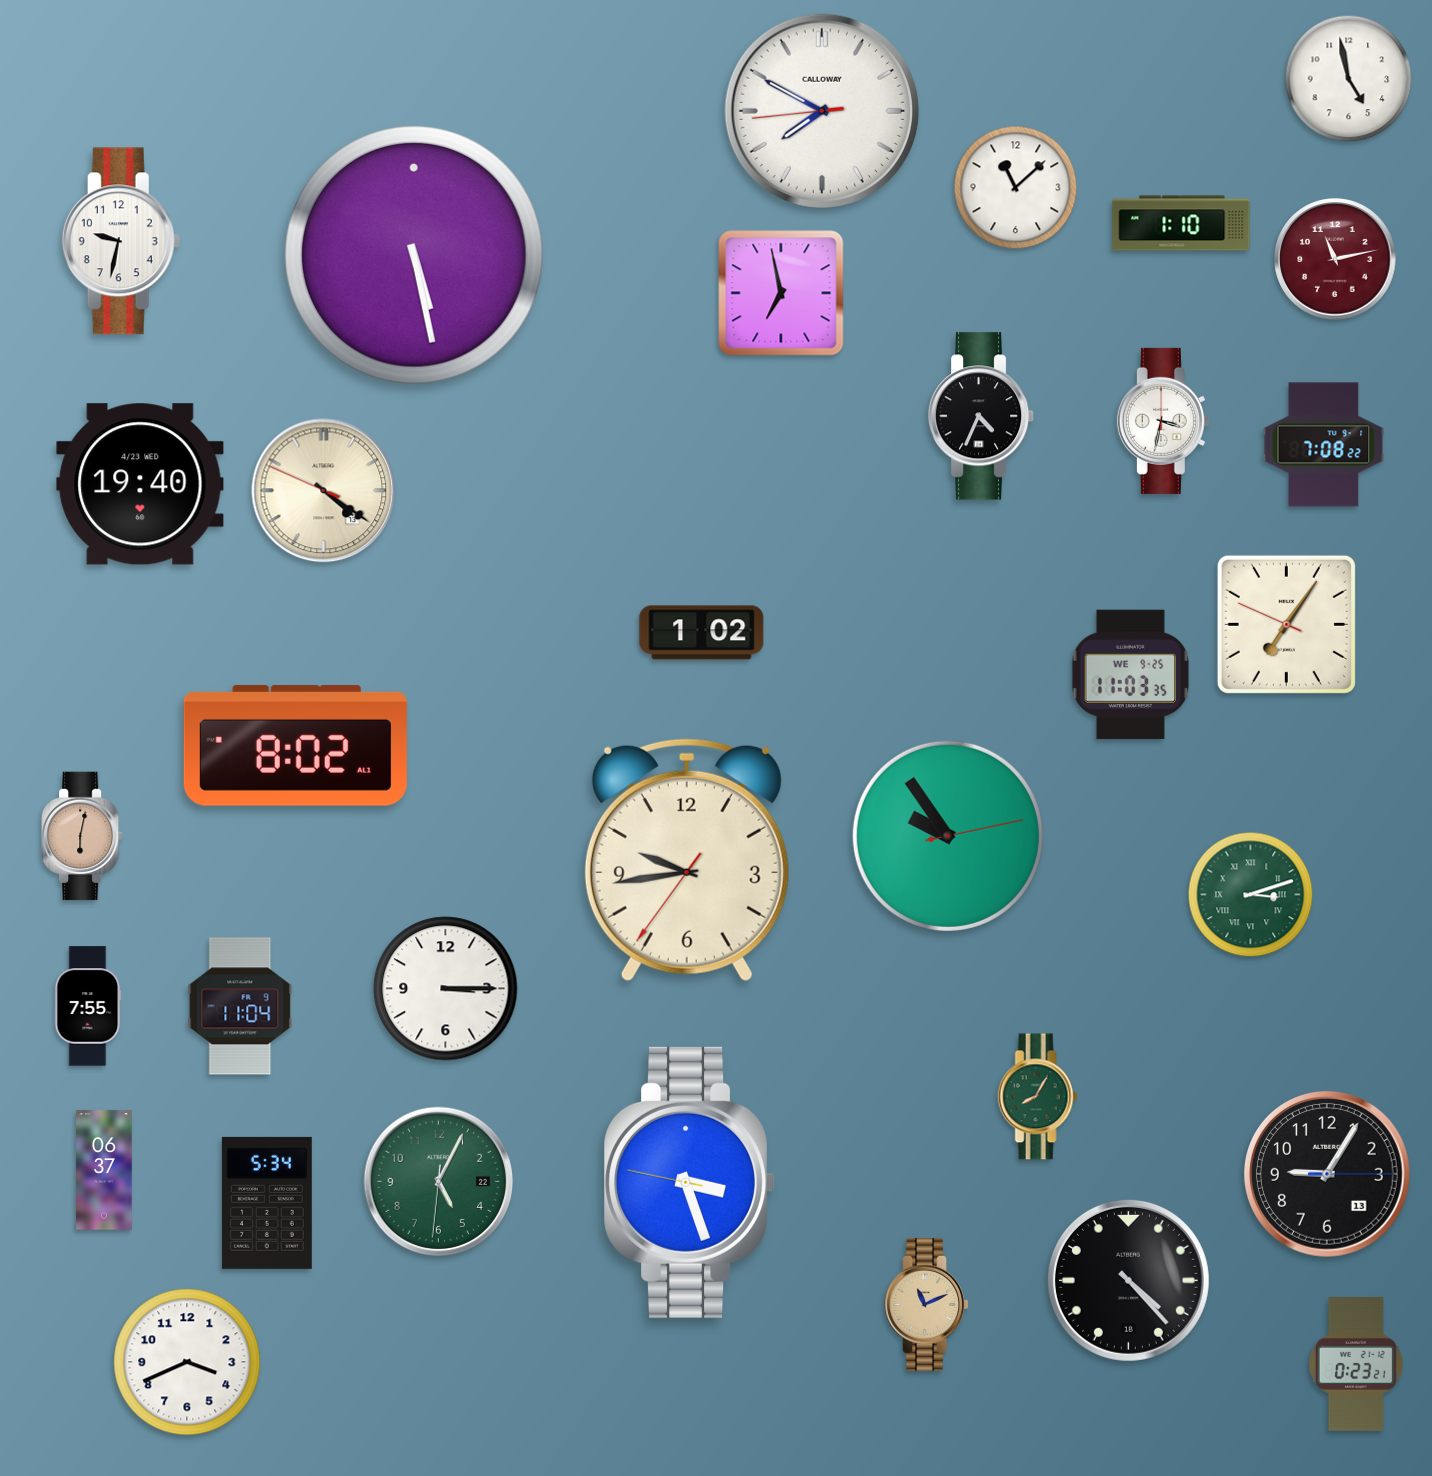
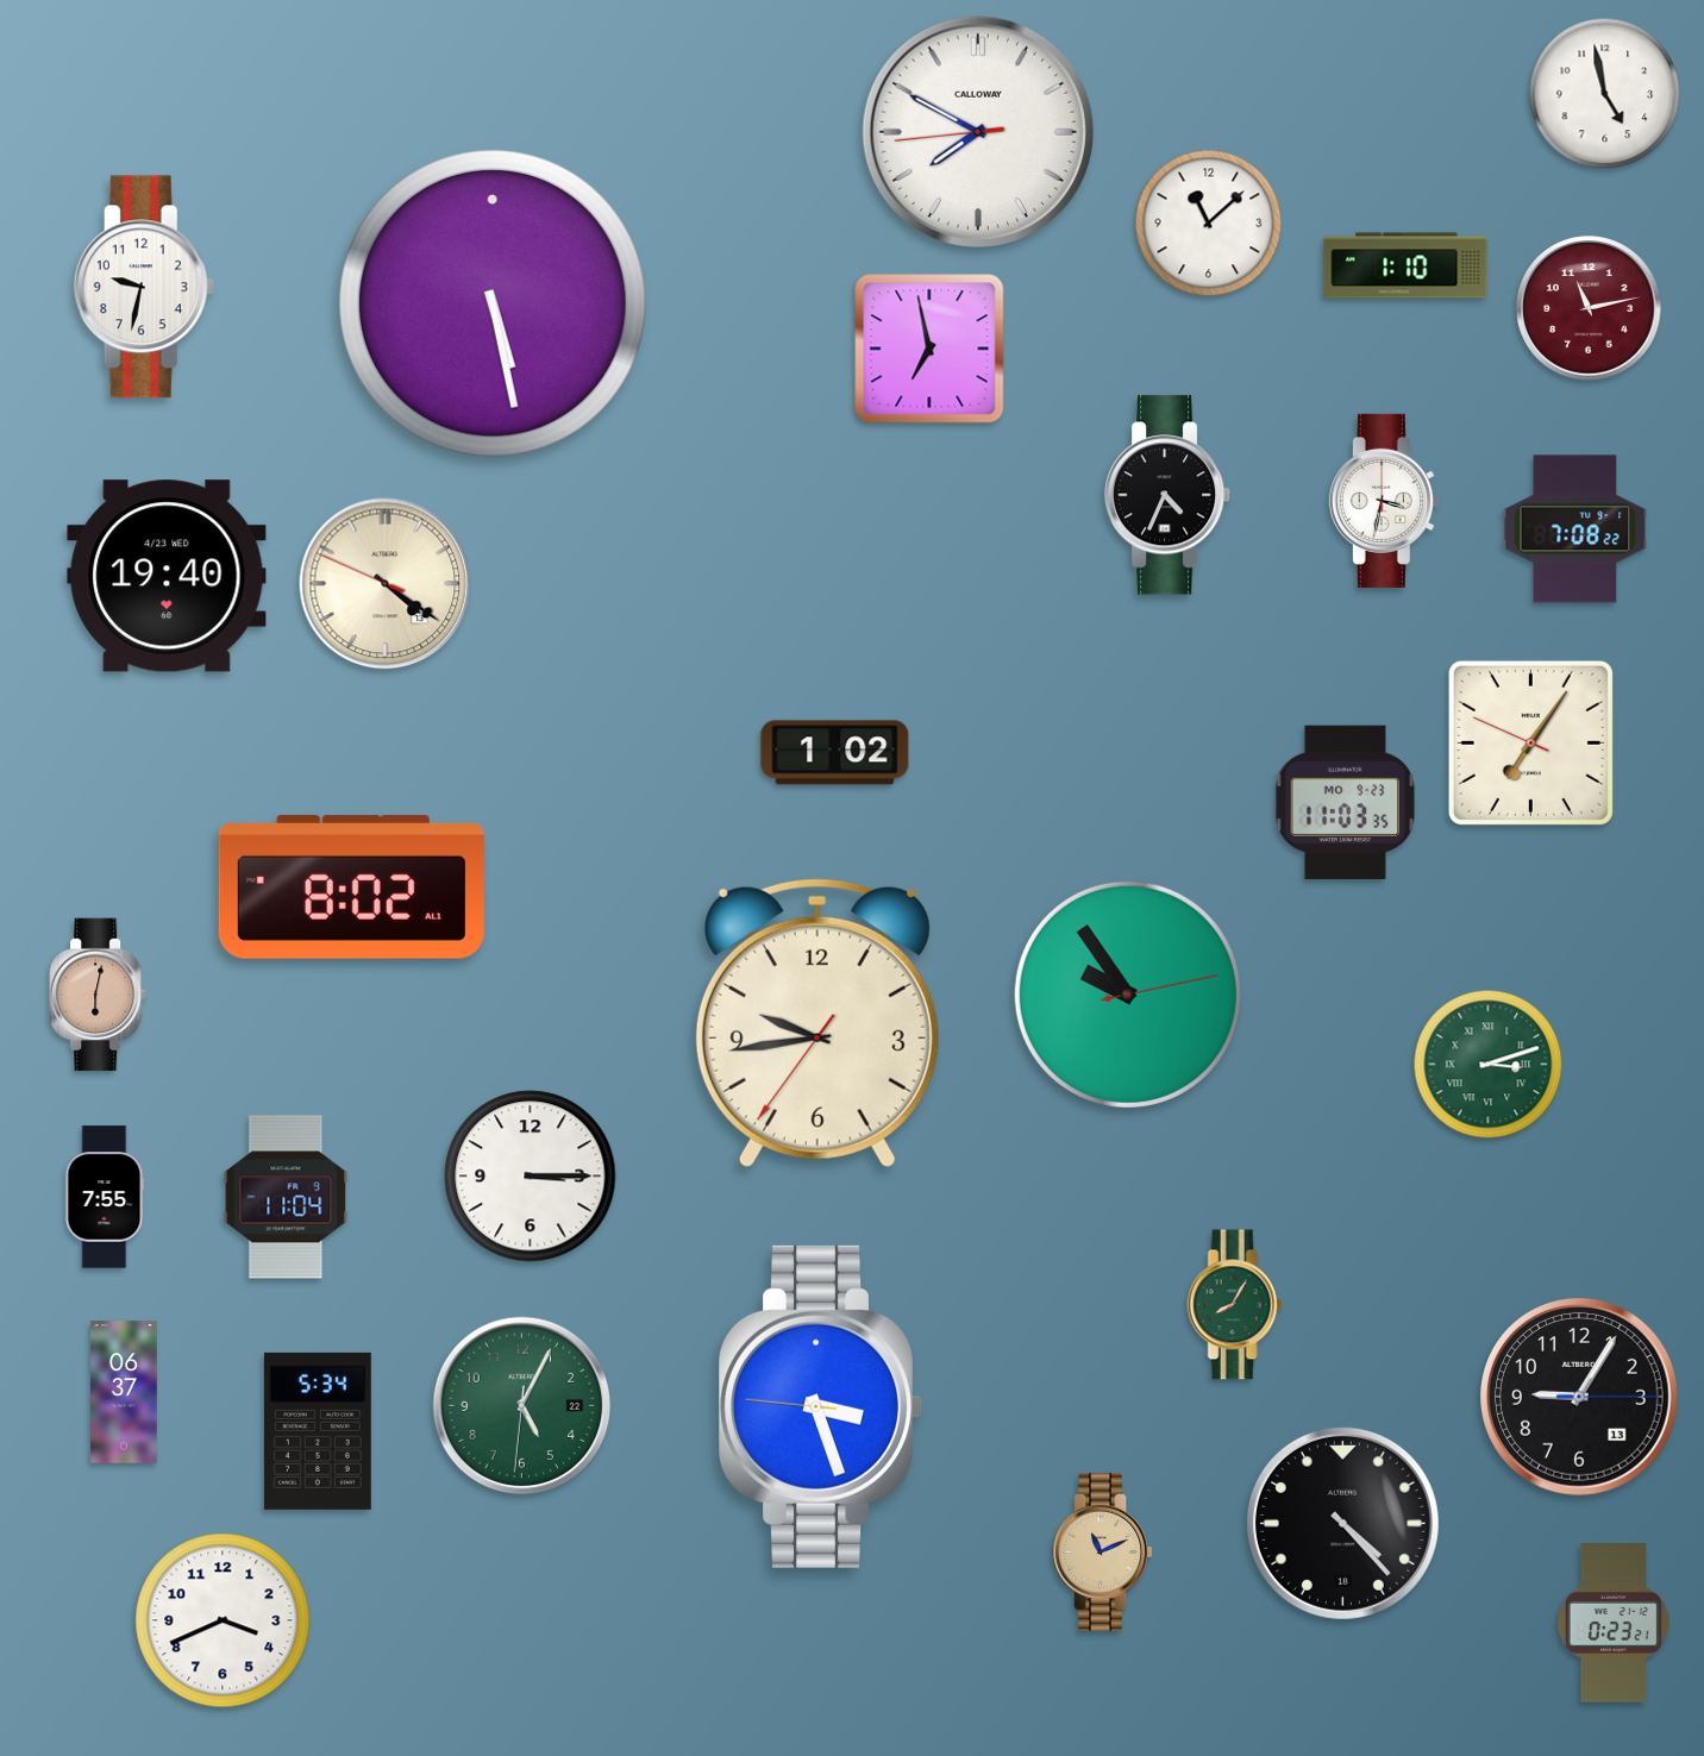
clock at (1131, 674) date: WE 9-25 -> MO 9-23
clock at (689, 1182): 3:26:47 -> 3:26:46
